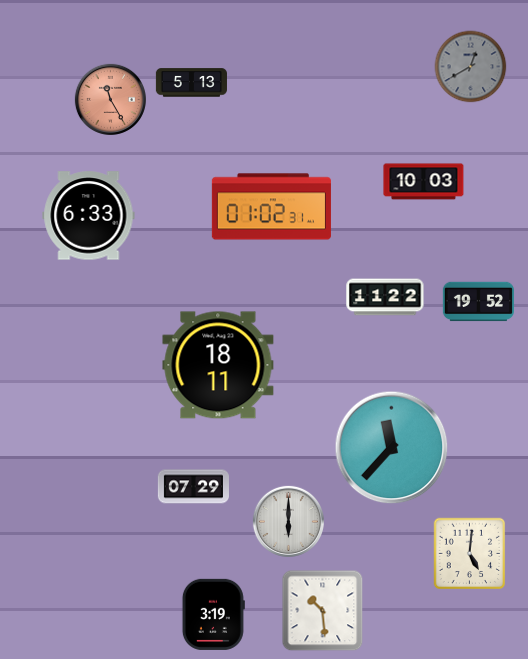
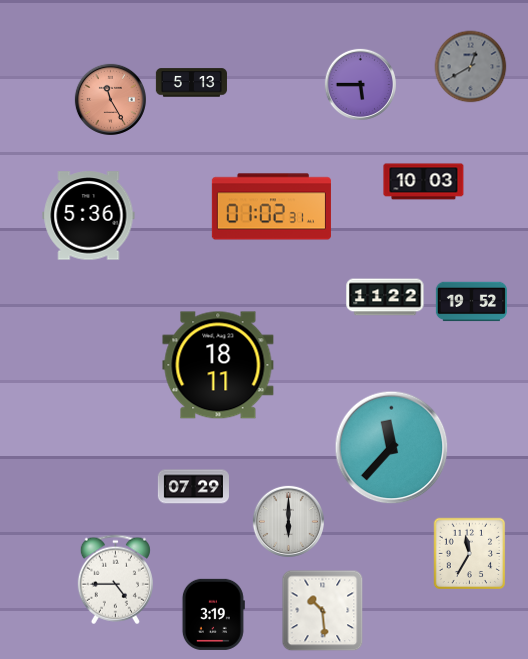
clock at (360, 84): none -> 5:45
clock at (89, 216): 6:33 -> 5:36
clock at (478, 302) position: (478, 302) -> (471, 302)
clock at (470, 554): 5:01 -> 11:35
clock at (115, 580): none -> 4:45
